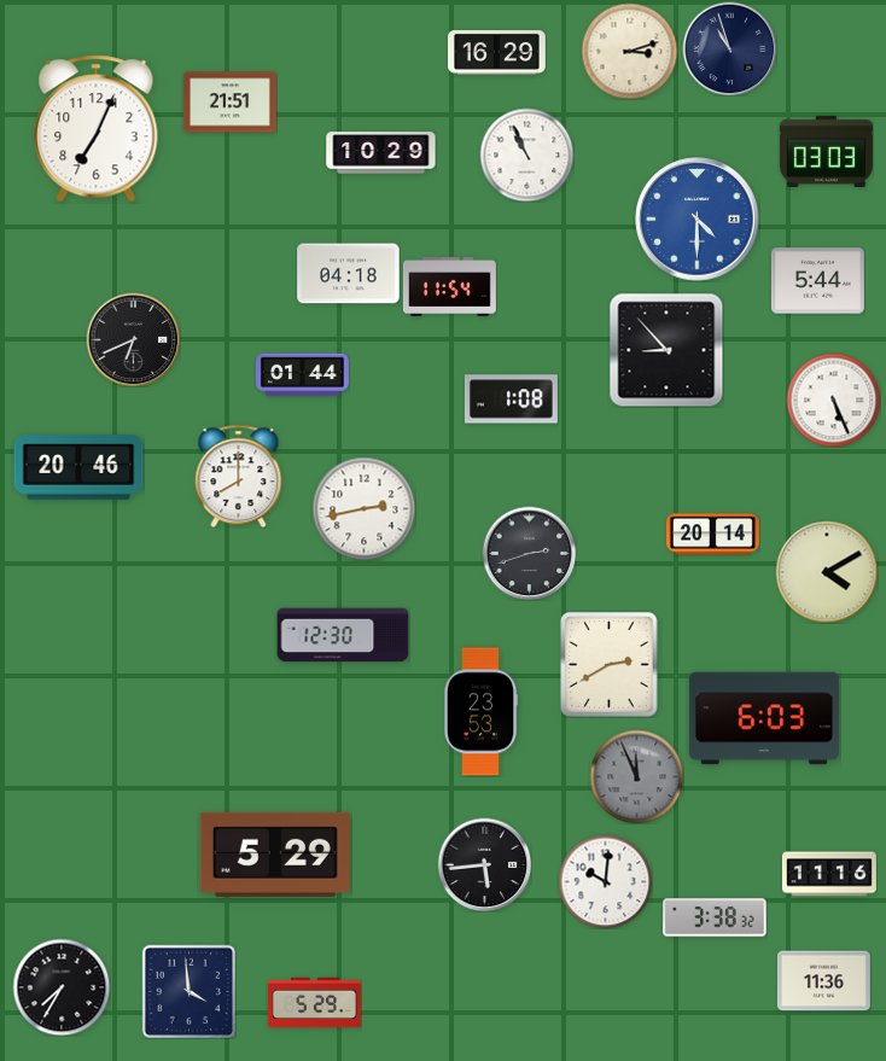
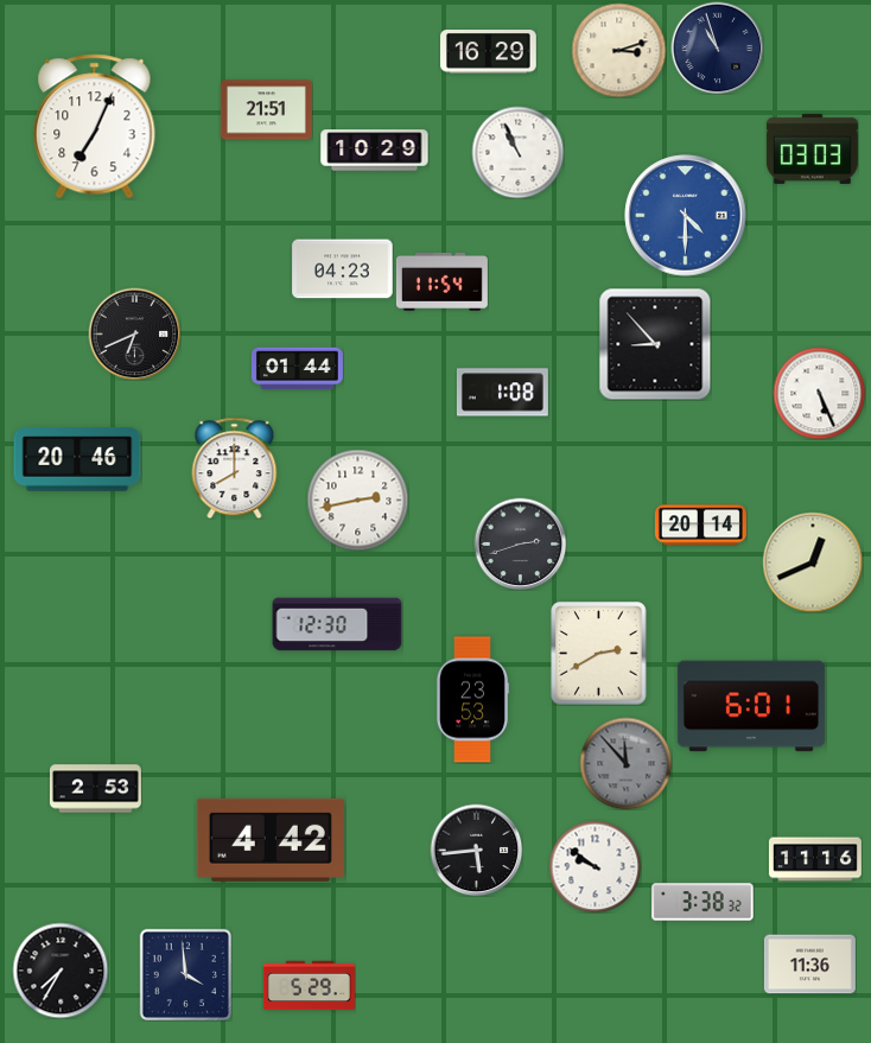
clock at (229, 103) position: (229, 103) -> (266, 110)
clock at (349, 274): 04:18 -> 04:23
clock at (817, 281): 5:44 -> none
clock at (133, 339) position: (133, 339) -> (134, 333)
clock at (827, 572): 4:10 -> 12:41
clock at (764, 718): 6:03 -> 6:01
clock at (636, 776): 11:56 -> 11:53
clock at (95, 789): none -> 2:53
clock at (275, 855): 5:29 -> 4:42
clock at (605, 881): 10:01 -> 9:51
